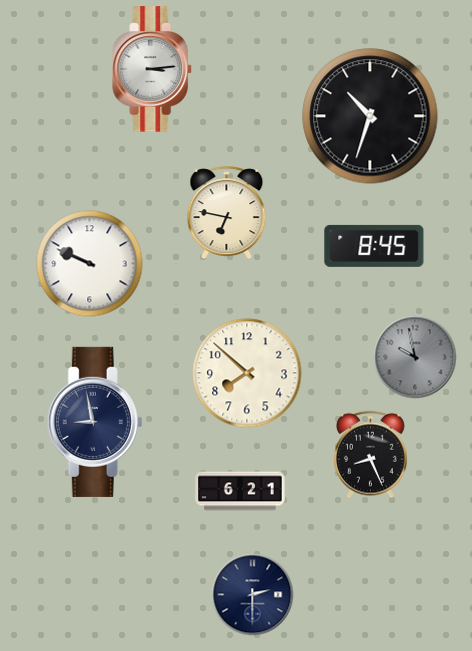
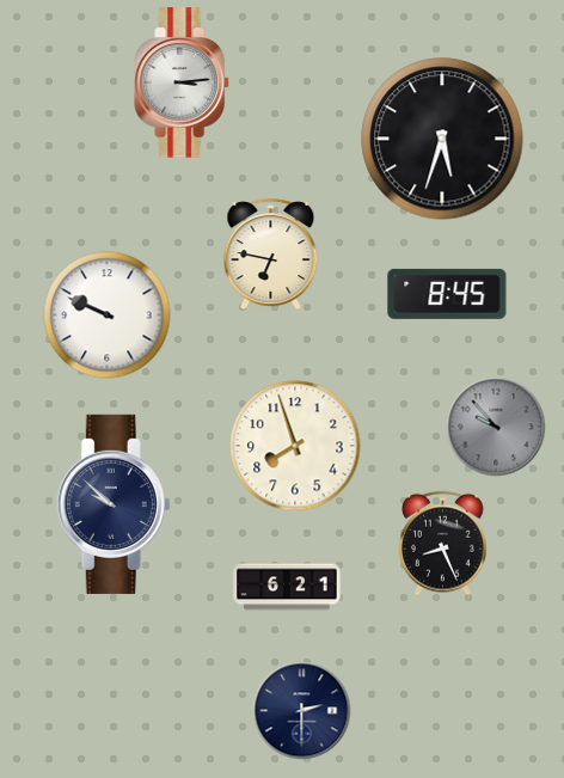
clock at (370, 116): 10:33 -> 5:33
clock at (415, 357): 9:58 -> 9:53
clock at (247, 373): 7:52 -> 7:57
clock at (95, 422): 8:58 -> 9:52
